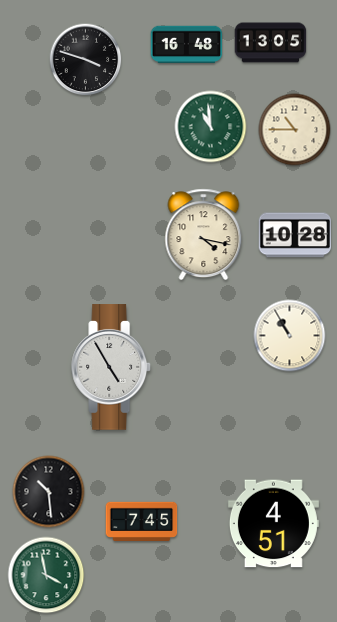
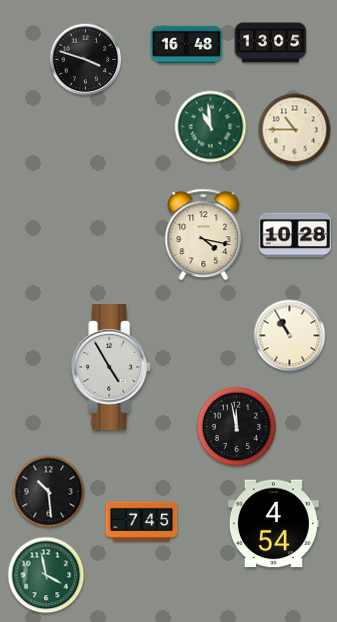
clock at (237, 427): none -> 11:58
clock at (273, 524): 4:51 -> 4:54
